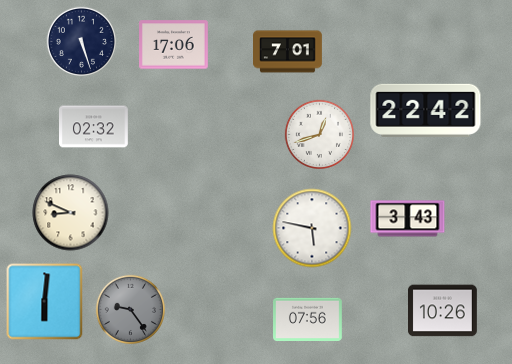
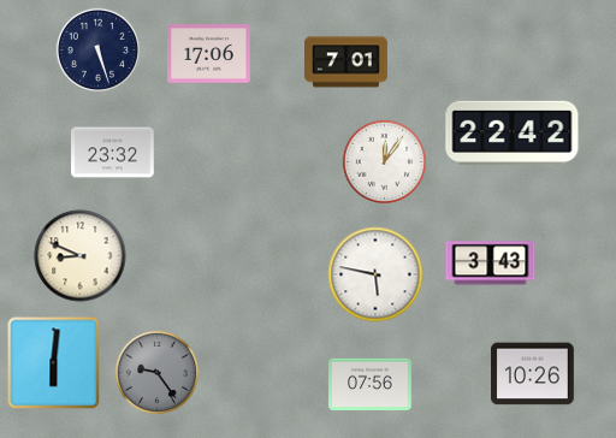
clock at (94, 127): 02:32 -> 23:32
clock at (319, 134): 12:42 -> 12:06
clock at (71, 213) position: (71, 213) -> (81, 256)
